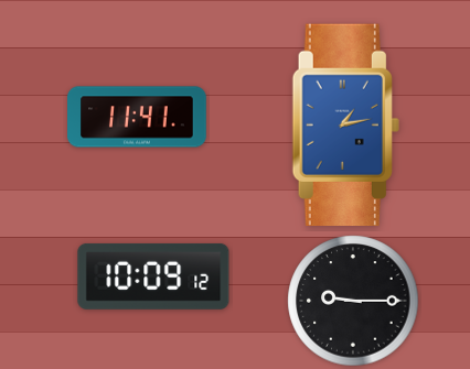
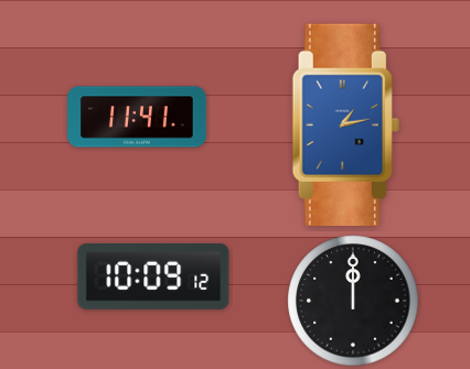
clock at (353, 301): 9:15 -> 12:00
